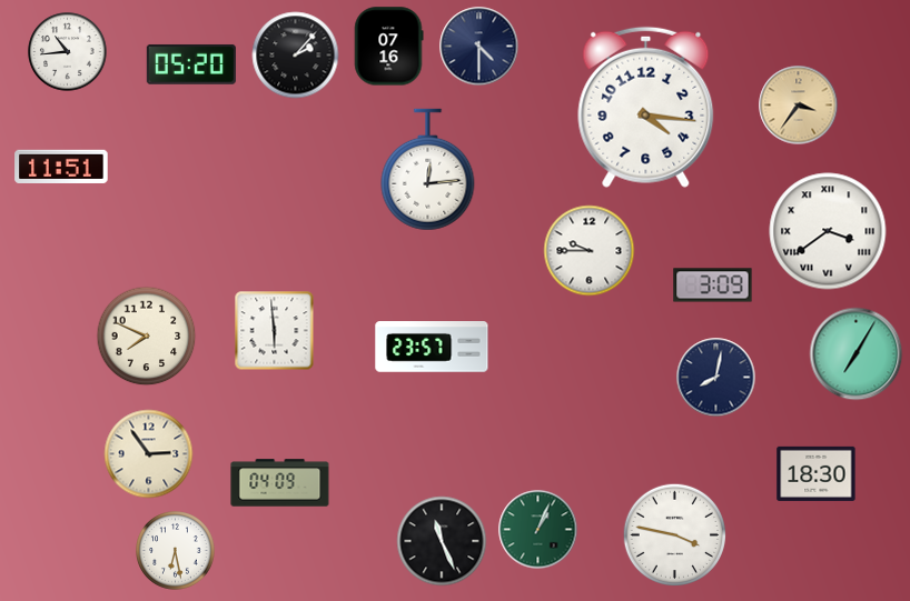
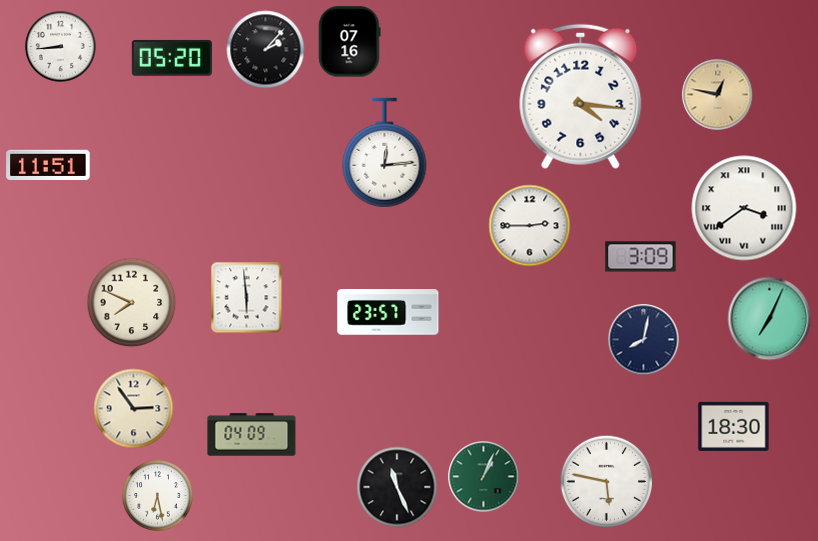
clock at (479, 47): 4:30 -> none
clock at (68, 52): 10:44 -> 8:44
clock at (799, 106): 3:36 -> 12:47
clock at (61, 166) position: (61, 166) -> (48, 164)
clock at (590, 251): 9:45 -> 2:45
clock at (857, 354): 7:05 -> 7:04
clock at (675, 535): 3:47 -> 5:47
